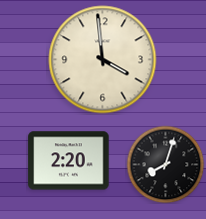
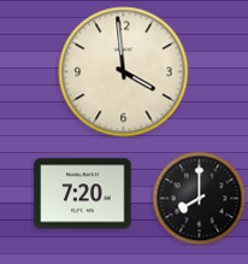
clock at (69, 161): 2:20 -> 7:20
clock at (165, 164): 8:03 -> 8:00
